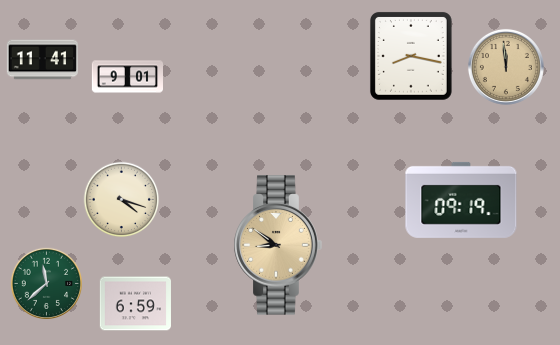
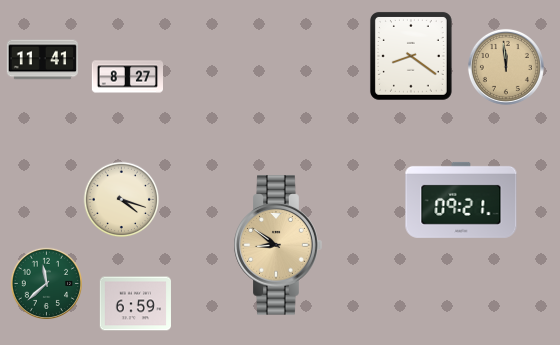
clock at (411, 56): 8:17 -> 8:21
clock at (127, 77): 9:01 -> 8:27
clock at (461, 200): 09:19 -> 09:21
